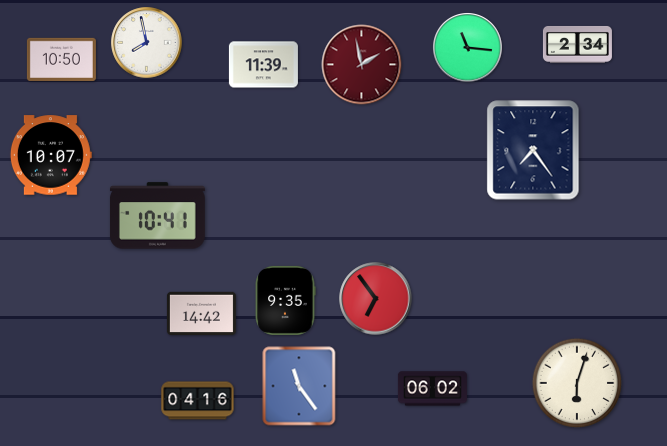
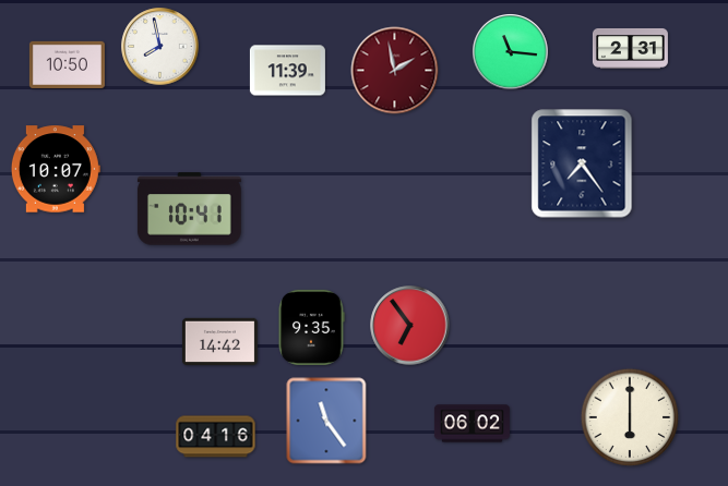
clock at (577, 44): 2:34 -> 2:31
clock at (157, 216) position: (157, 216) -> (189, 209)
clock at (577, 383): 6:03 -> 6:00
